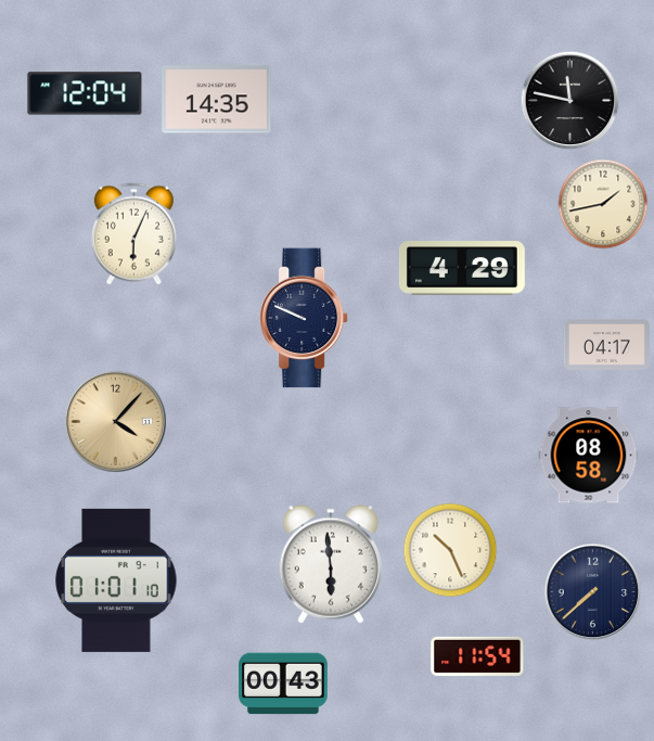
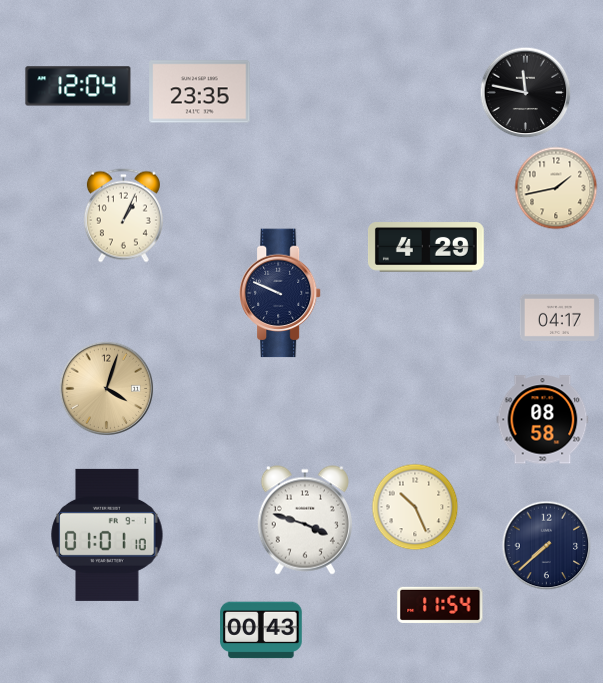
clock at (217, 100): 14:35 -> 23:35
clock at (133, 234): 6:04 -> 1:04
clock at (116, 422): 4:07 -> 4:03
clock at (331, 564): 5:59 -> 3:48
